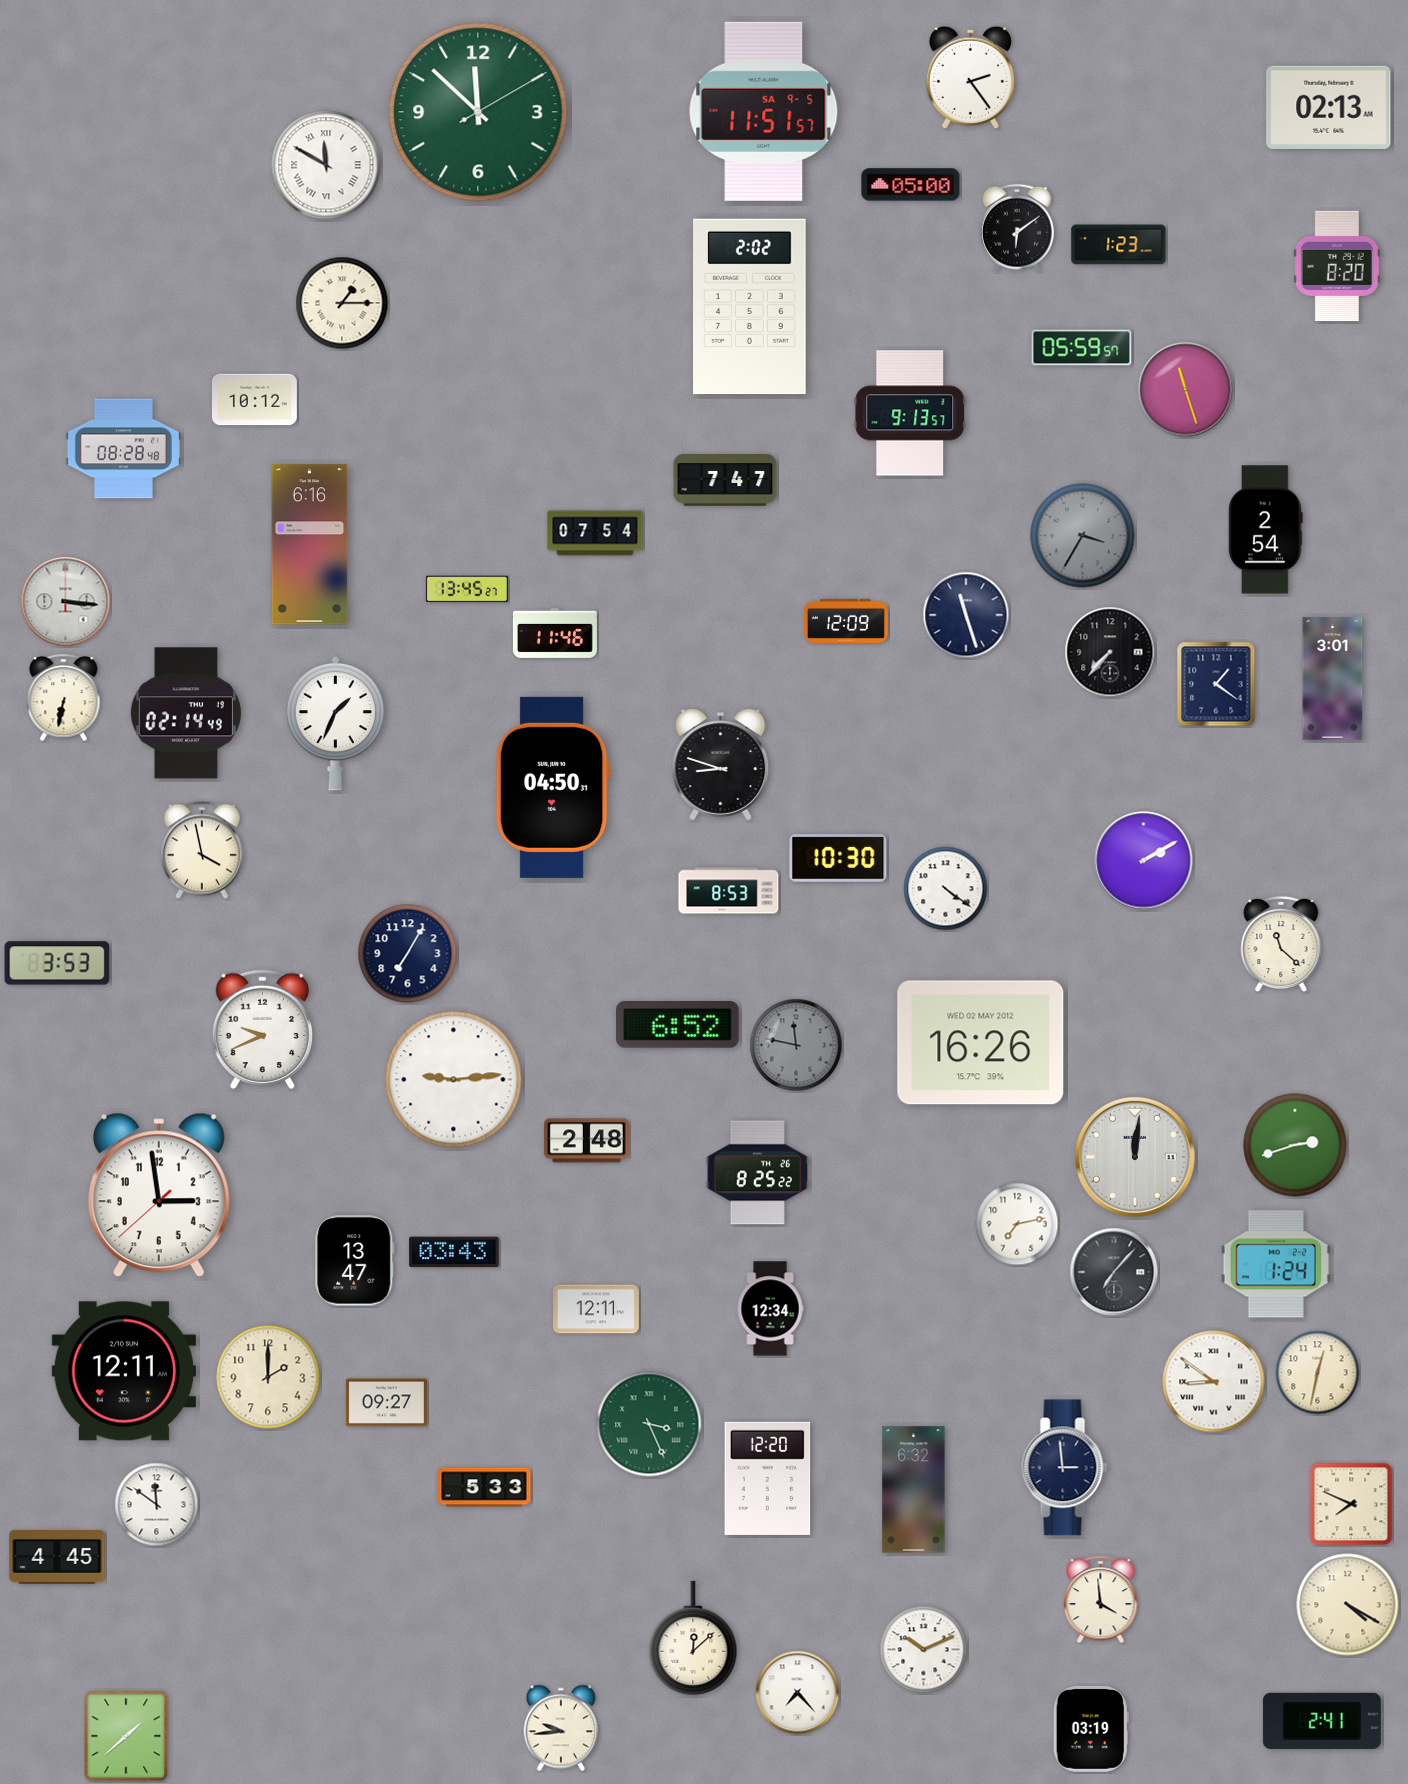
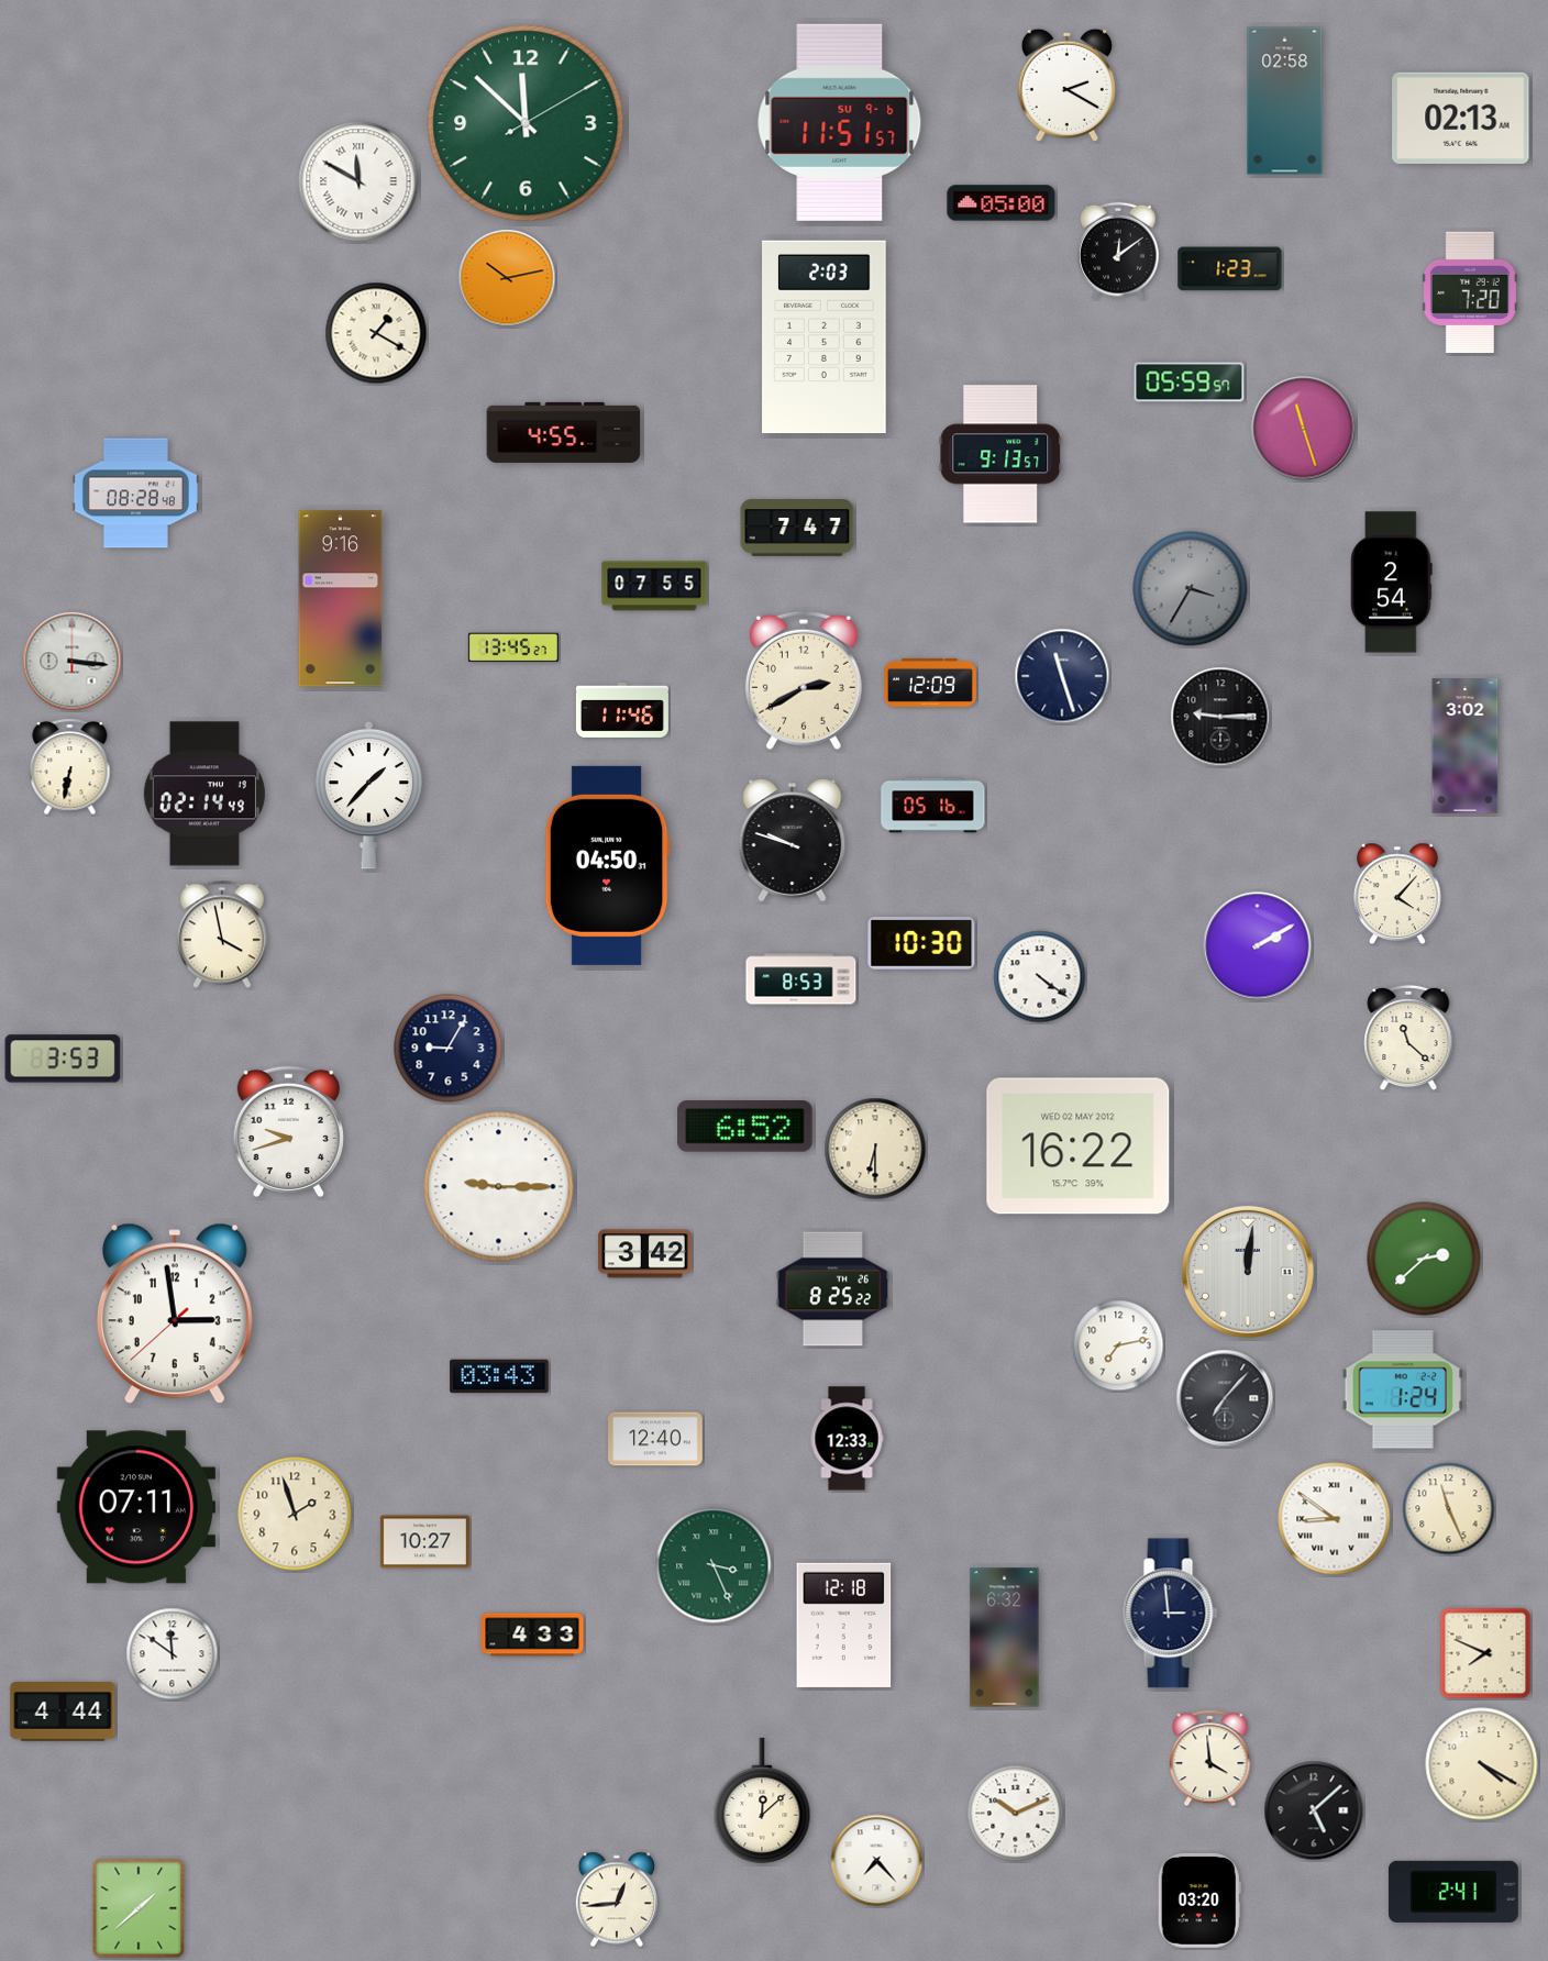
clock at (970, 77): 2:24 -> 2:20
clock at (1285, 101): none -> 02:58
clock at (764, 111) date: SA 9-5 -> SU 9-6
clock at (1018, 228): 6:09 -> 12:09
clock at (507, 278): none -> 10:13
clock at (1337, 266): 8:20 -> 7:20
clock at (342, 303): 1:15 -> 1:20
clock at (750, 307): 2:02 -> 2:03
clock at (564, 432): none -> 4:55
clock at (254, 400): 10:12 -> none
clock at (595, 533): 07:54 -> 07:55
clock at (310, 545): 6:16 -> 9:16
clock at (804, 680): none -> 2:40
clock at (555, 633) position: (555, 633) -> (622, 710)
clock at (1110, 652): 7:37 -> 9:15
clock at (1333, 679): 3:01 -> 3:02
clock at (1216, 684): 1:21 -> none
clock at (186, 713) position: (186, 713) -> (204, 794)
clock at (336, 723): 1:34 -> 1:37
clock at (933, 806): none -> 05:16
clock at (721, 765): 8:48 -> 9:48
clock at (1397, 894): none -> 4:07
clock at (408, 954): 7:05 -> 9:05
clock at (262, 1030): 9:41 -> 9:42
clock at (981, 1043): 16:26 -> 16:22
clock at (796, 1045): 11:47 -> 6:30
clock at (796, 1045) dial: grey -> cream
clock at (454, 1080): 9:14 -> 9:15
clock at (586, 1141): 2:48 -> 3:42
clock at (1295, 1145): 2:42 -> 2:38
clock at (355, 1261): 13:47 -> none
clock at (597, 1309): 12:11 -> 12:40
clock at (770, 1309): 12:34 -> 12:33
clock at (124, 1371): 12:11 -> 07:11
clock at (1318, 1373): 12:32 -> 11:26
clock at (268, 1377): 2:00 -> 1:57
clock at (386, 1403): 09:27 -> 10:27
clock at (768, 1478): 12:20 -> 12:18
clock at (484, 1487): 5:33 -> 4:33
clock at (57, 1558): 4:45 -> 4:44
clock at (1314, 1810): none -> 5:08
clock at (560, 1728): 9:44 -> 12:44
clock at (1091, 1729): 03:19 -> 03:20
